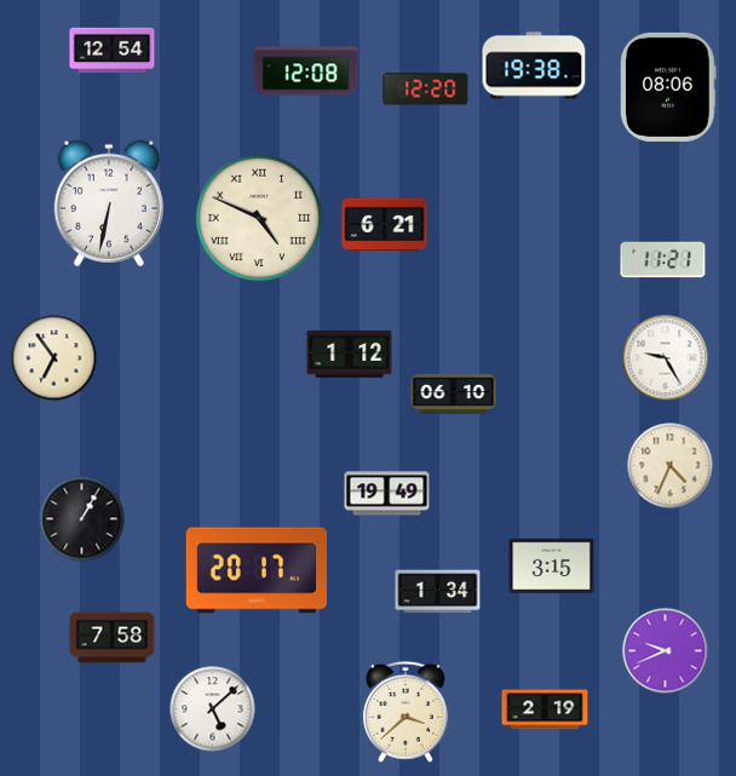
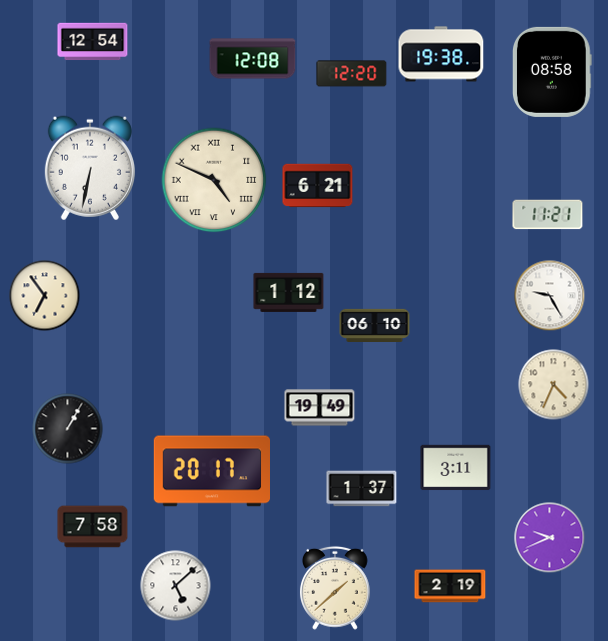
clock at (668, 87): 08:06 -> 08:58
clock at (552, 567): 3:15 -> 3:11
clock at (438, 592): 1:34 -> 1:37
clock at (406, 712): 3:38 -> 1:38
